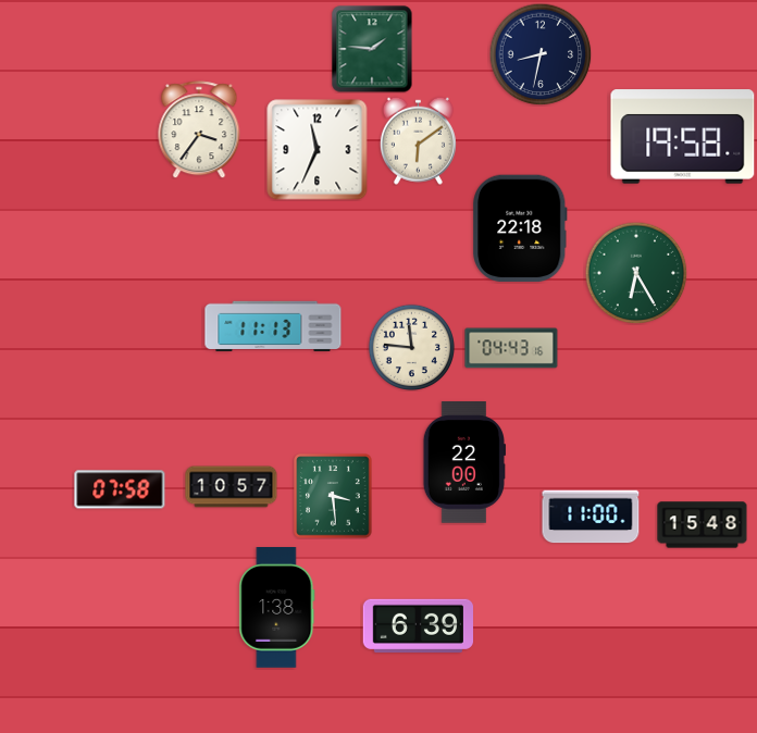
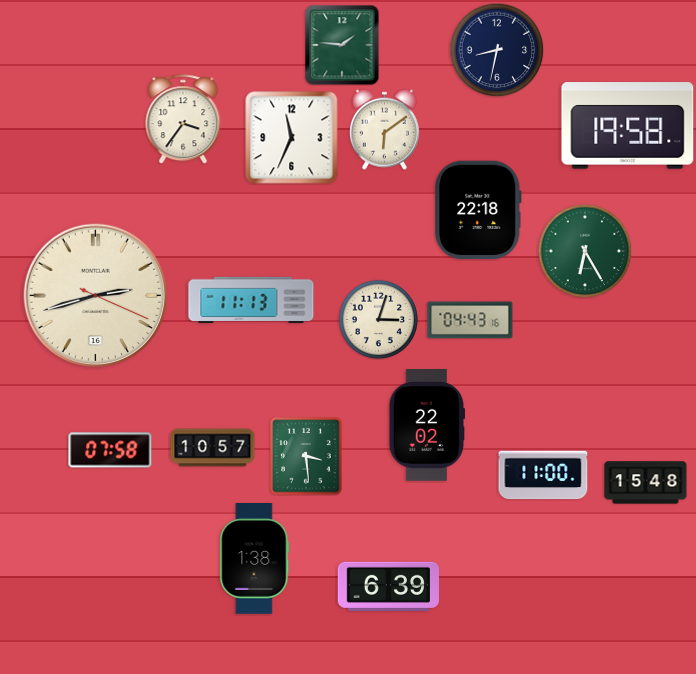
clock at (96, 296): none -> 2:42
clock at (411, 347): 11:46 -> 3:03
clock at (463, 462): 22:00 -> 22:02
clock at (418, 625) position: (418, 625) -> (388, 586)
